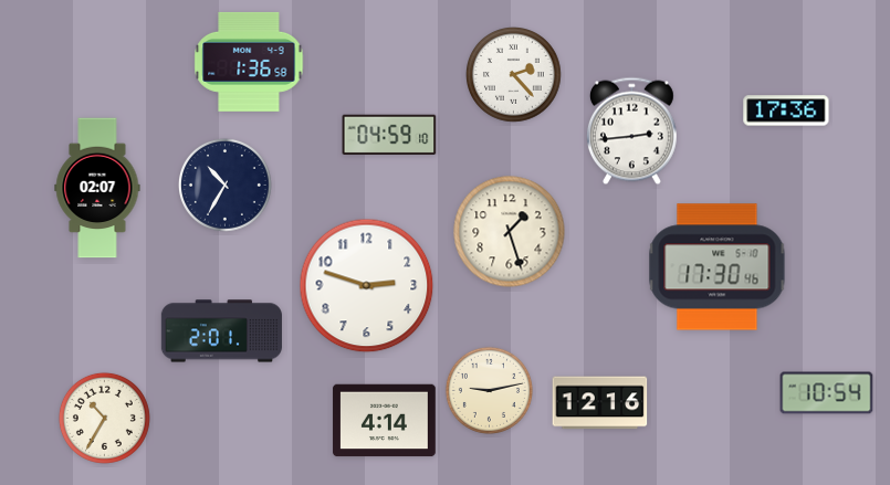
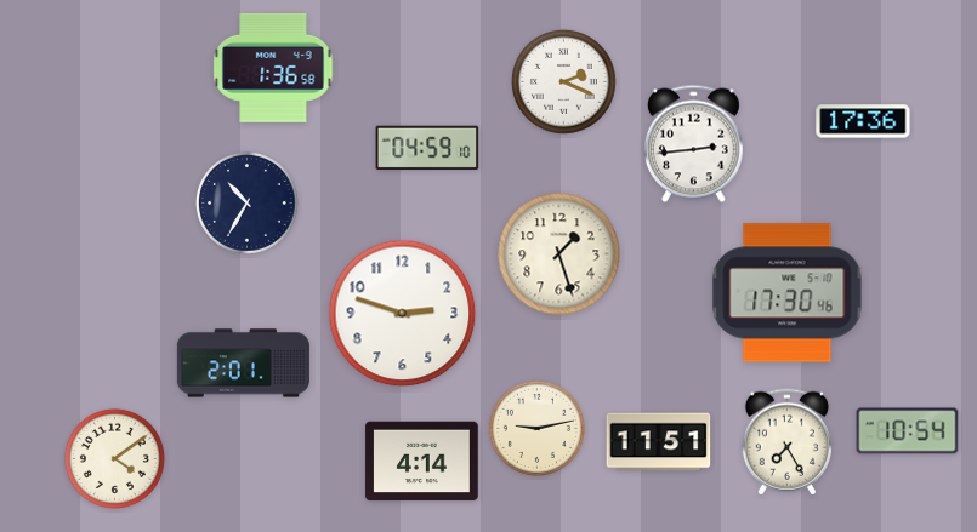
clock at (514, 75): 2:23 -> 2:19
clock at (97, 188): 02:07 -> none
clock at (600, 403): 12:16 -> 11:51
clock at (786, 442): none -> 7:25
clock at (104, 418): 10:35 -> 4:09
